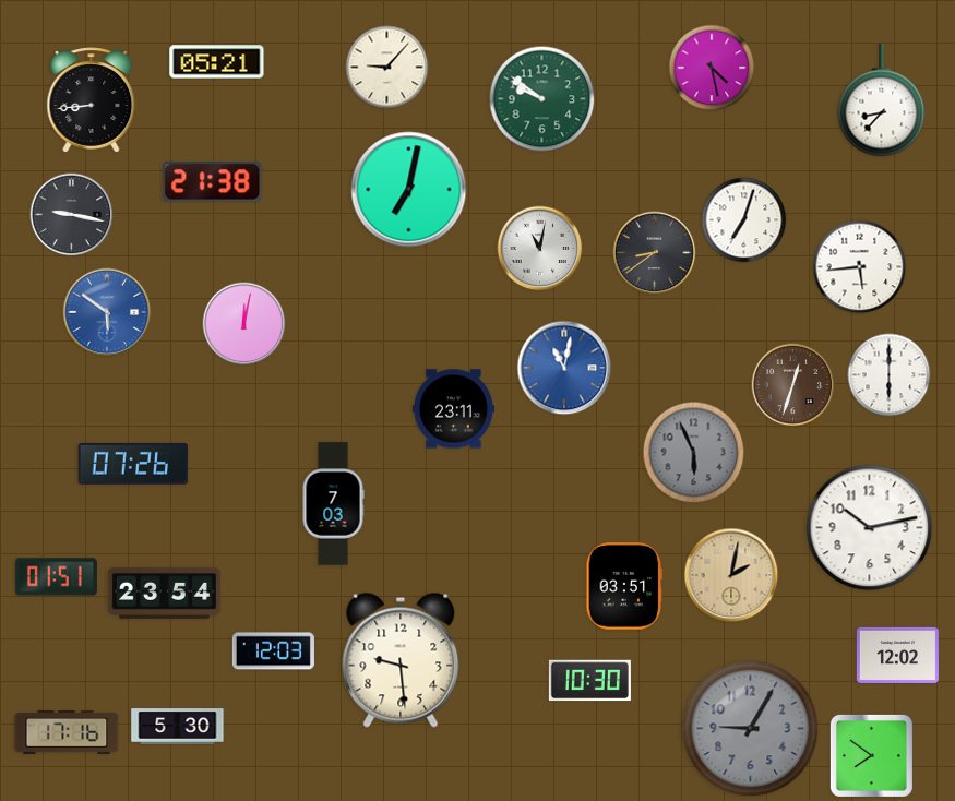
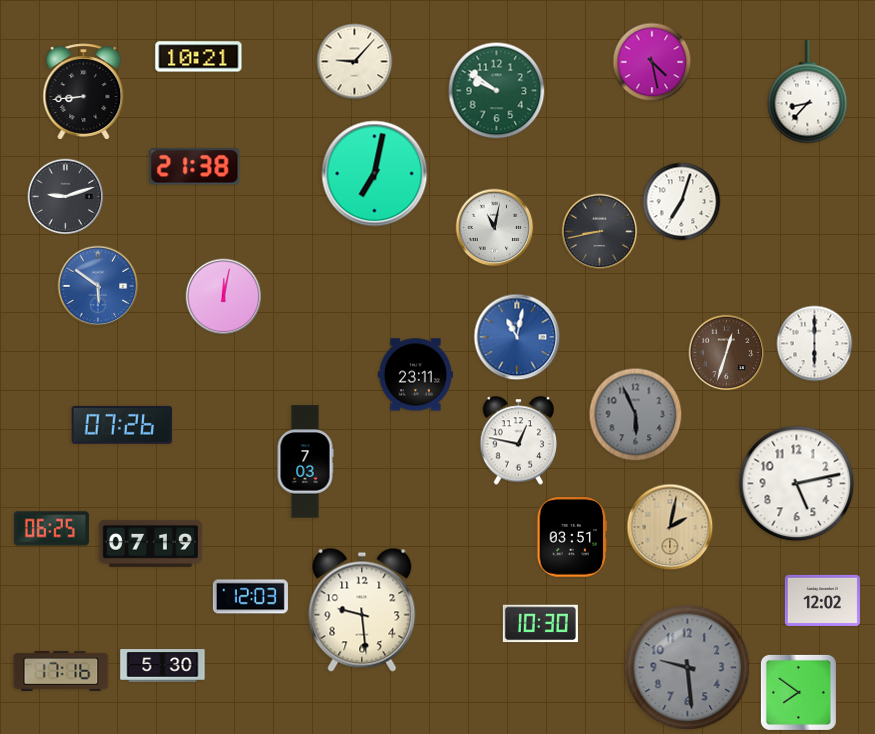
clock at (217, 62): 05:21 -> 10:21
clock at (72, 215): 9:17 -> 9:12
clock at (655, 253): 8:39 -> 8:43
clock at (860, 267): 5:44 -> none
clock at (519, 441): none -> 12:47
clock at (870, 528): 10:13 -> 5:13
clock at (56, 577): 01:51 -> 06:25
clock at (164, 593): 23:54 -> 07:19
clock at (401, 660) position: (401, 660) -> (362, 610)
clock at (751, 729): 9:05 -> 9:29
